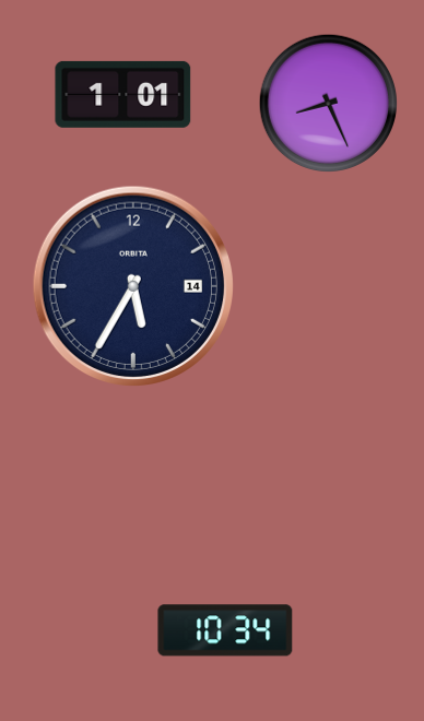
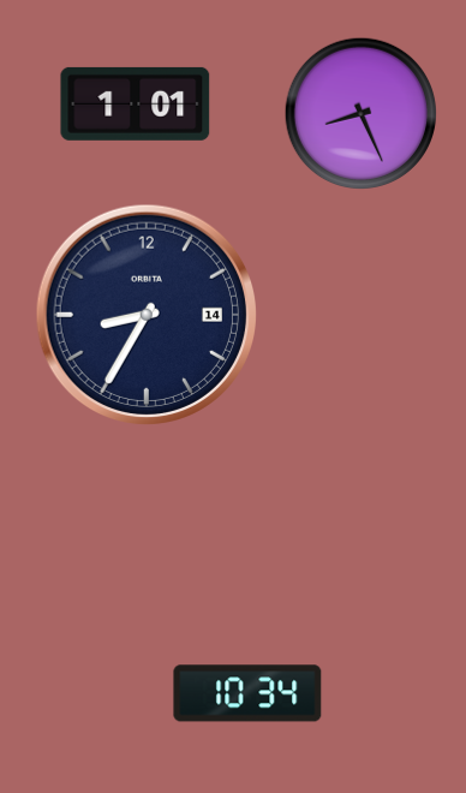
clock at (133, 286): 5:35 -> 8:35
